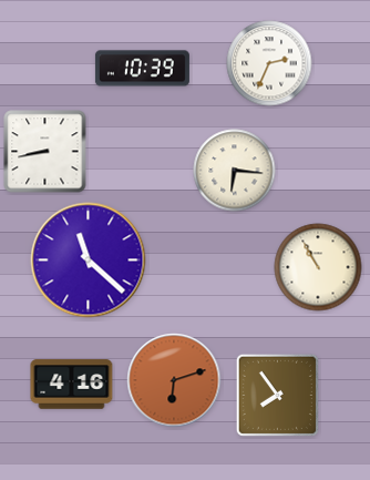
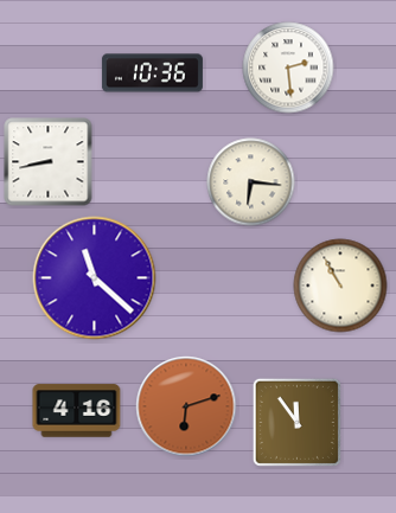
clock at (269, 63): 2:34 -> 2:29
clock at (142, 69): 10:39 -> 10:36
clock at (277, 395): 7:54 -> 11:54
